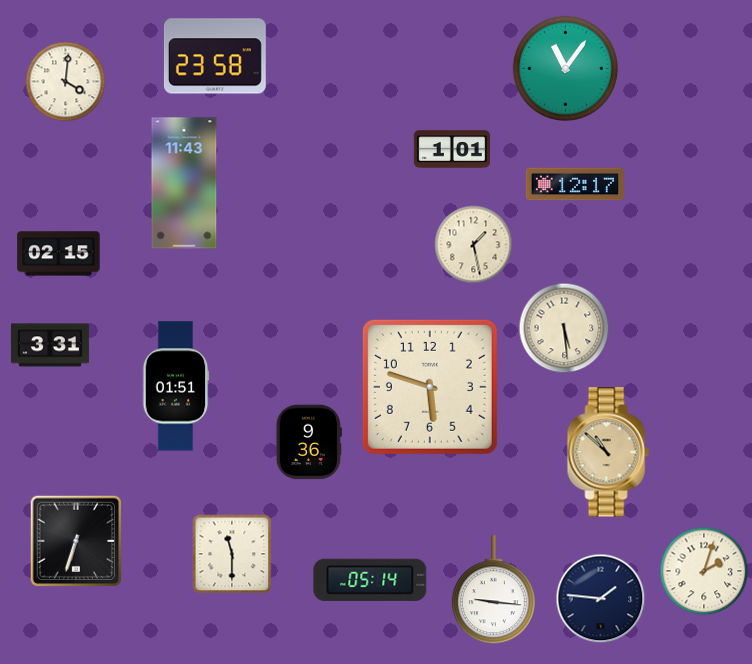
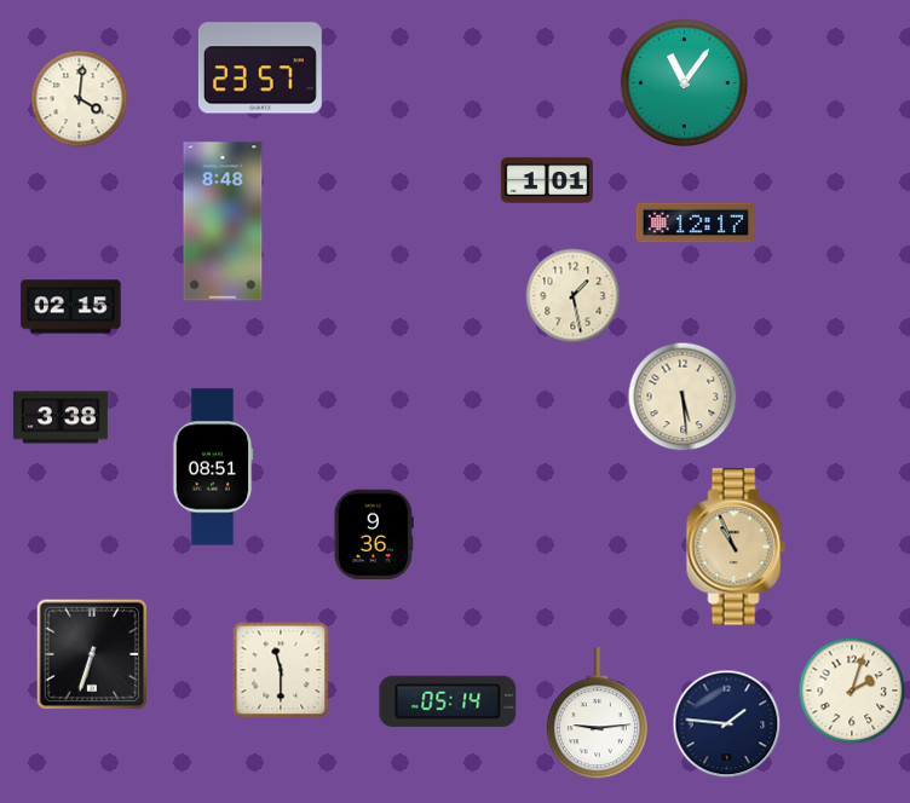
clock at (215, 56): 23:58 -> 23:57
clock at (184, 183): 11:43 -> 8:48
clock at (50, 345): 3:31 -> 3:38
clock at (176, 386): 01:51 -> 08:51
clock at (430, 387): 5:48 -> none
clock at (608, 452): 10:52 -> 10:56
clock at (493, 590): 9:16 -> 9:14
